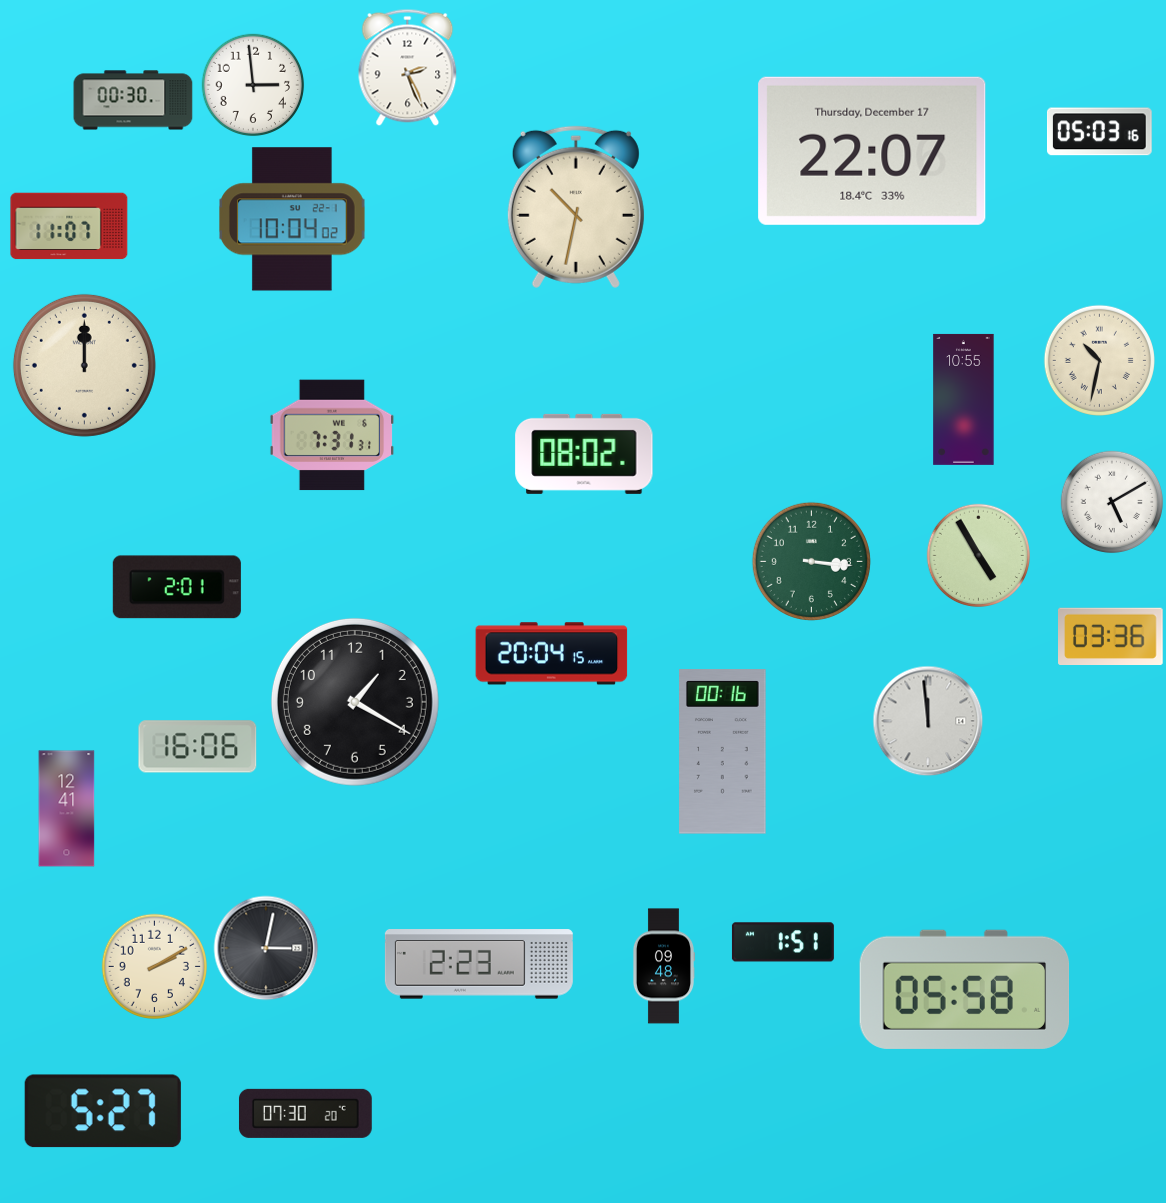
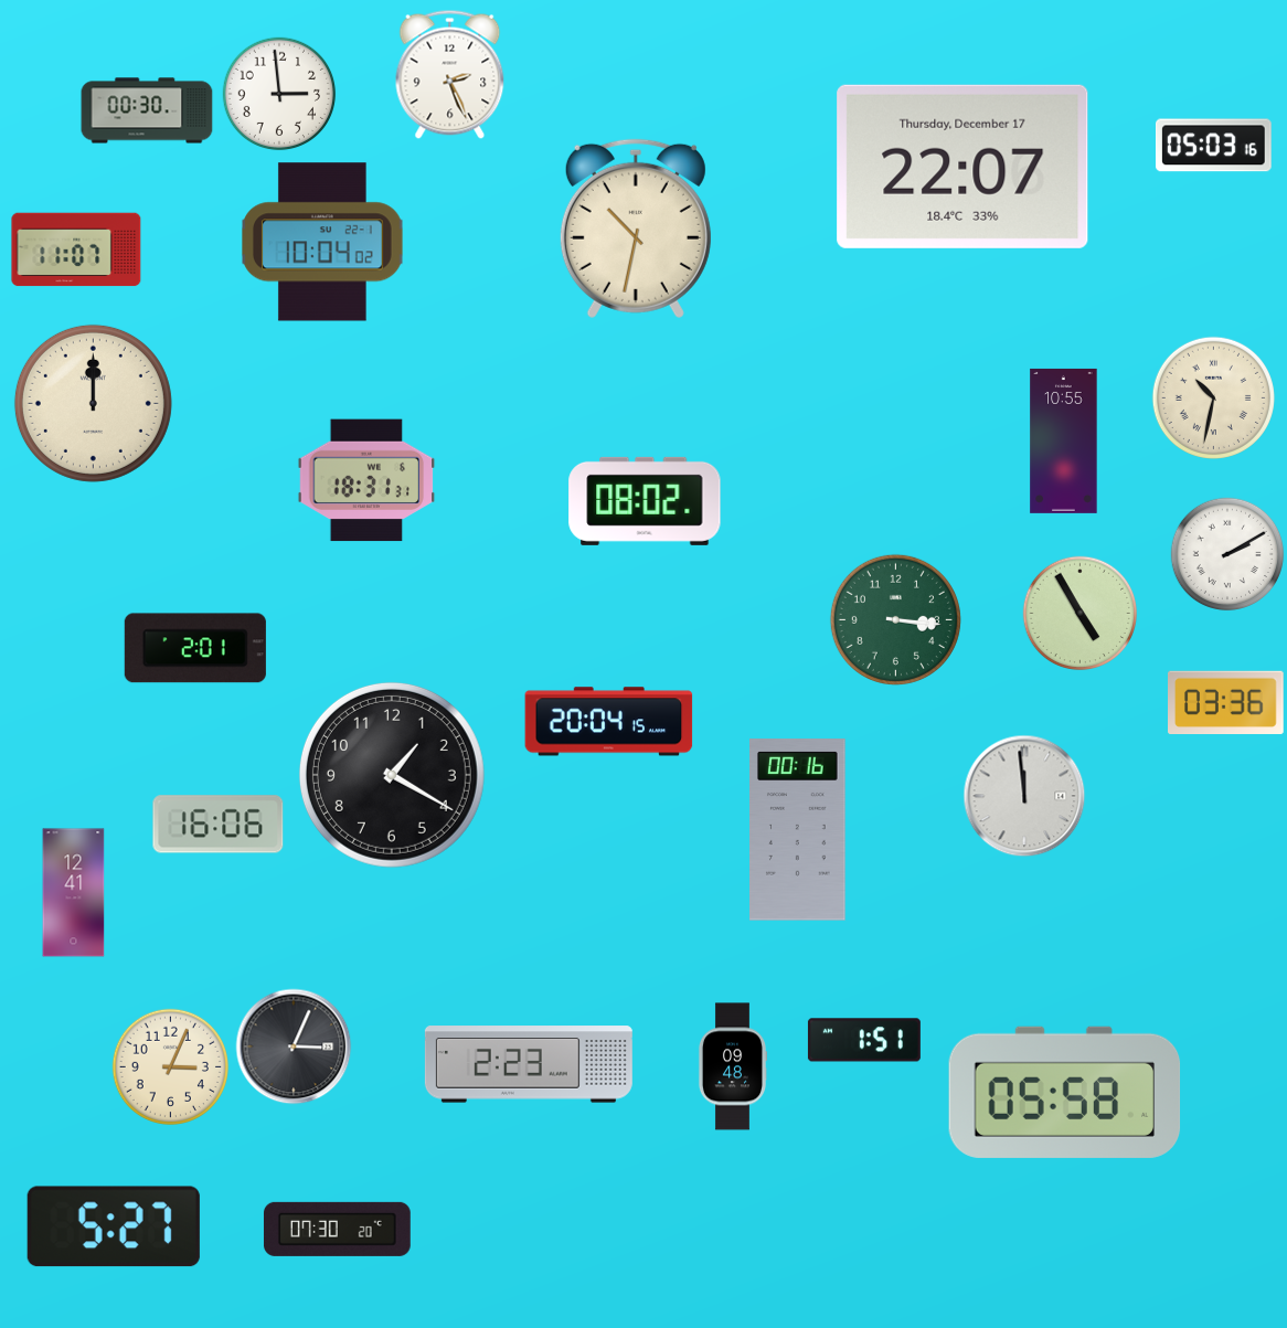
clock at (332, 435): 7:31 -> 18:31
clock at (1112, 502): 5:10 -> 2:10
clock at (266, 948): 3:02 -> 3:04
clock at (154, 966): 2:10 -> 3:04
